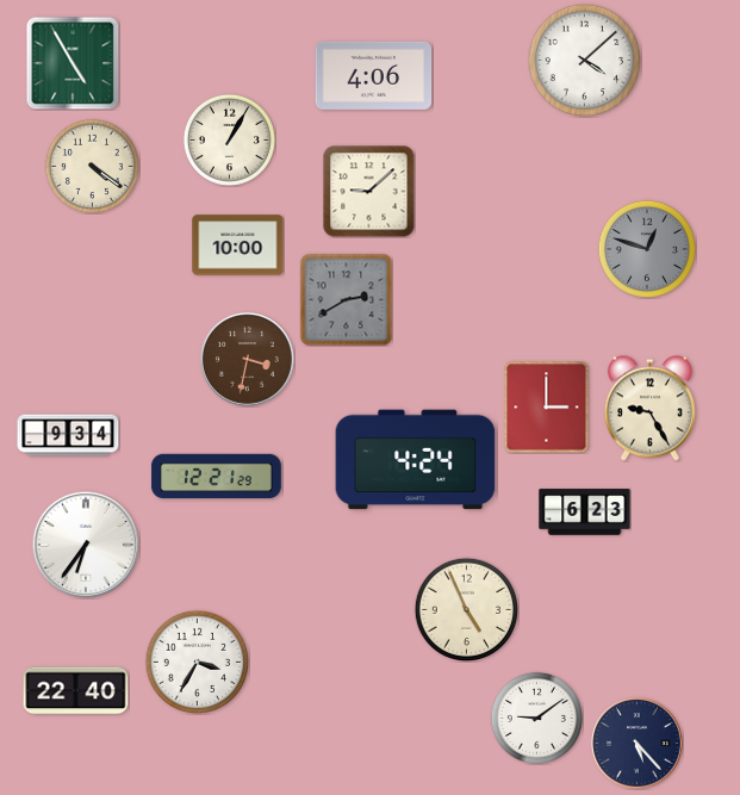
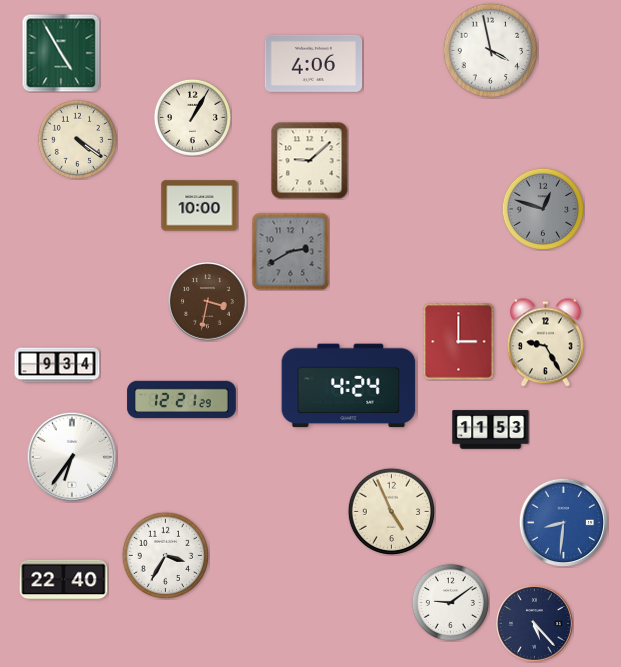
clock at (584, 60): 4:08 -> 3:58
clock at (585, 513): 6:23 -> 11:53
clock at (563, 522): none -> 8:31
